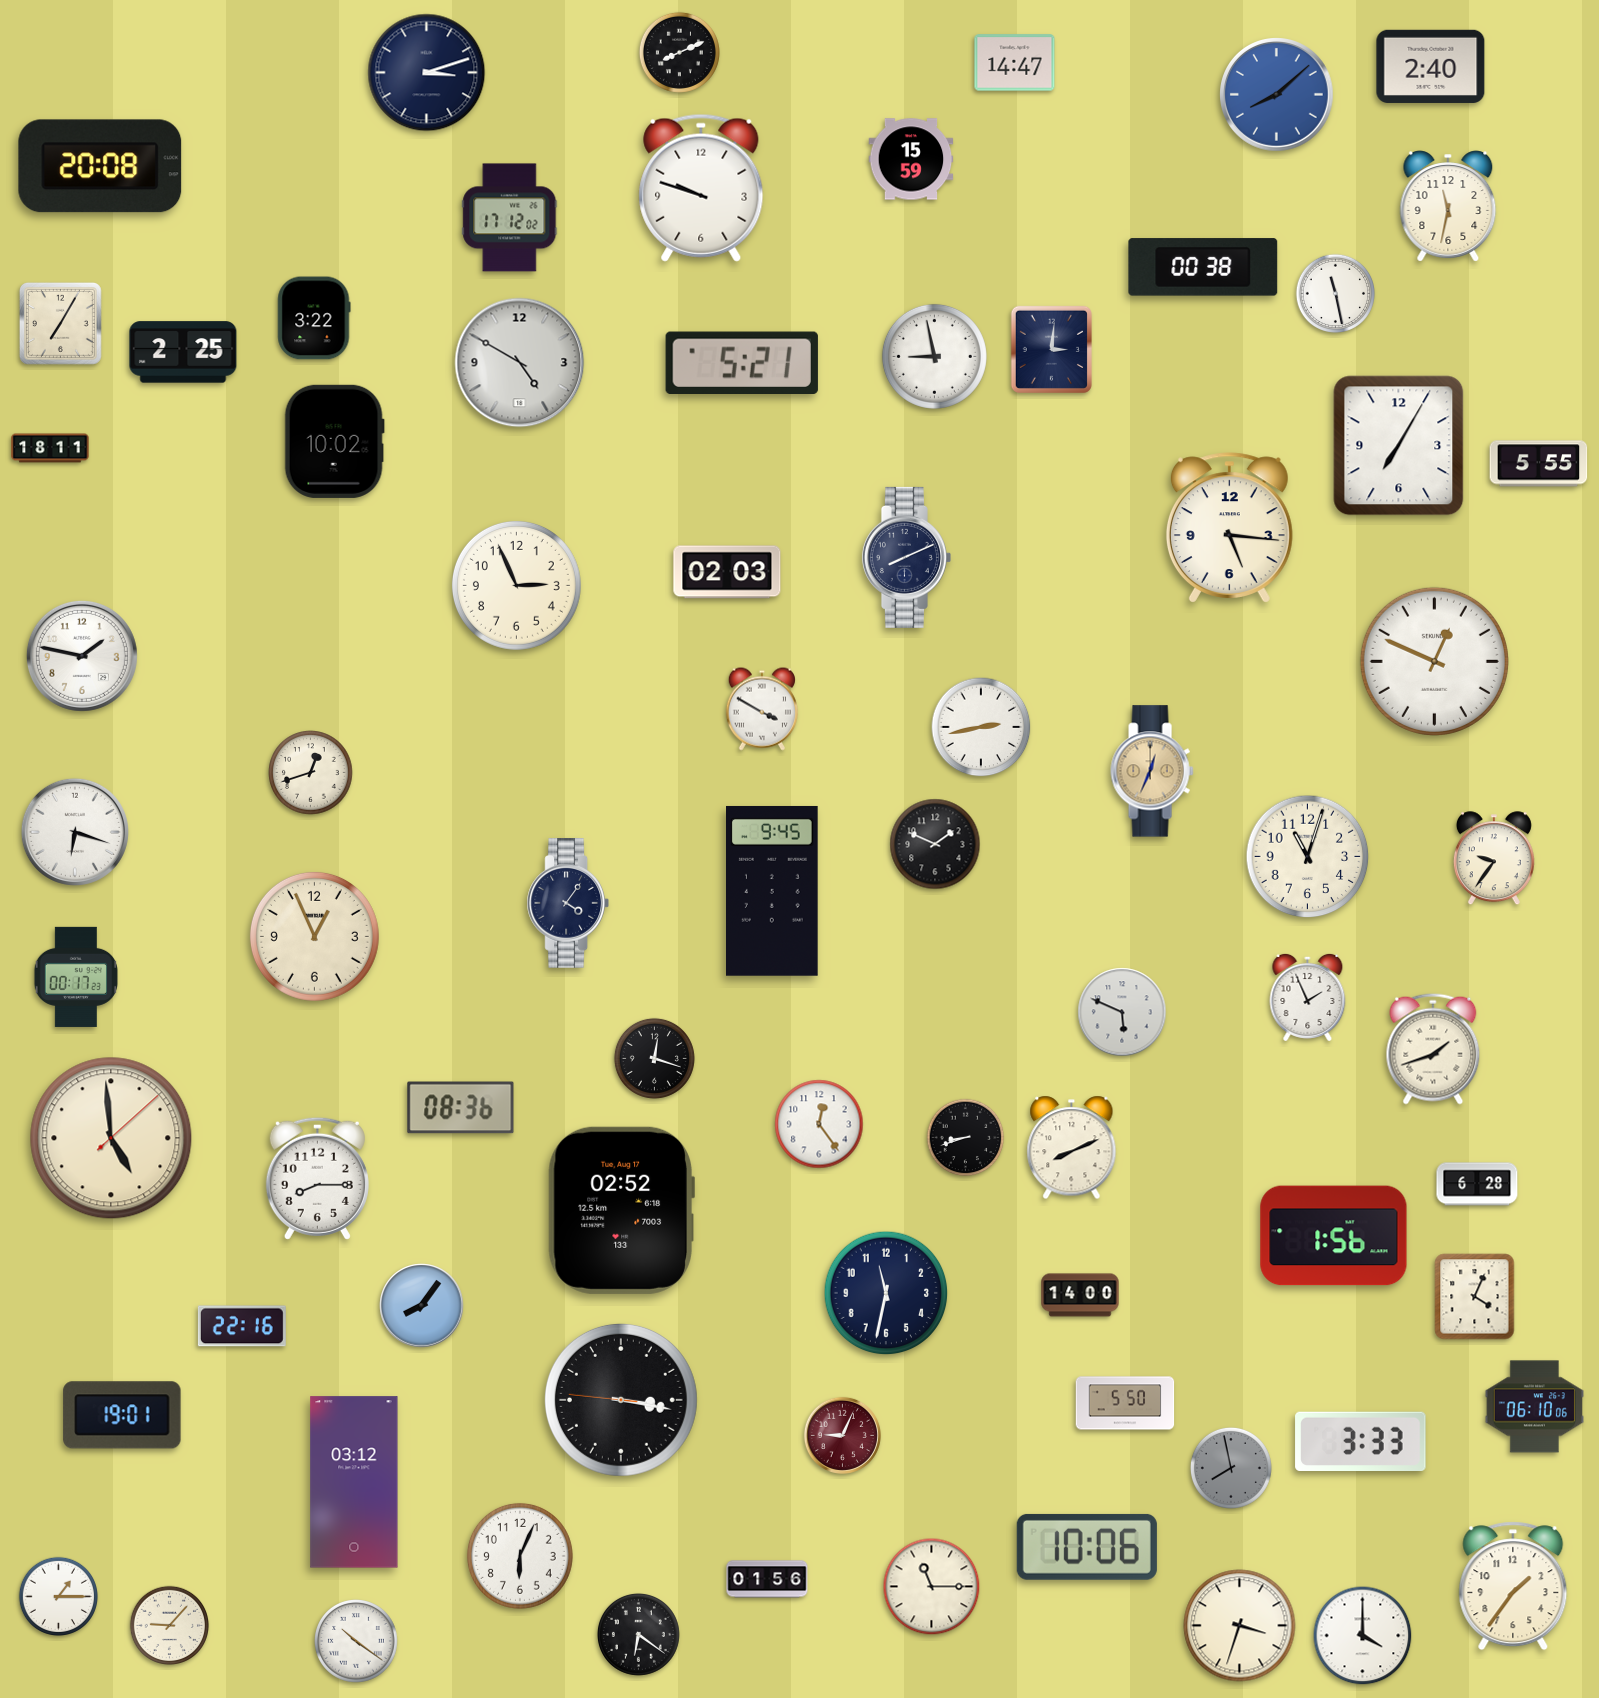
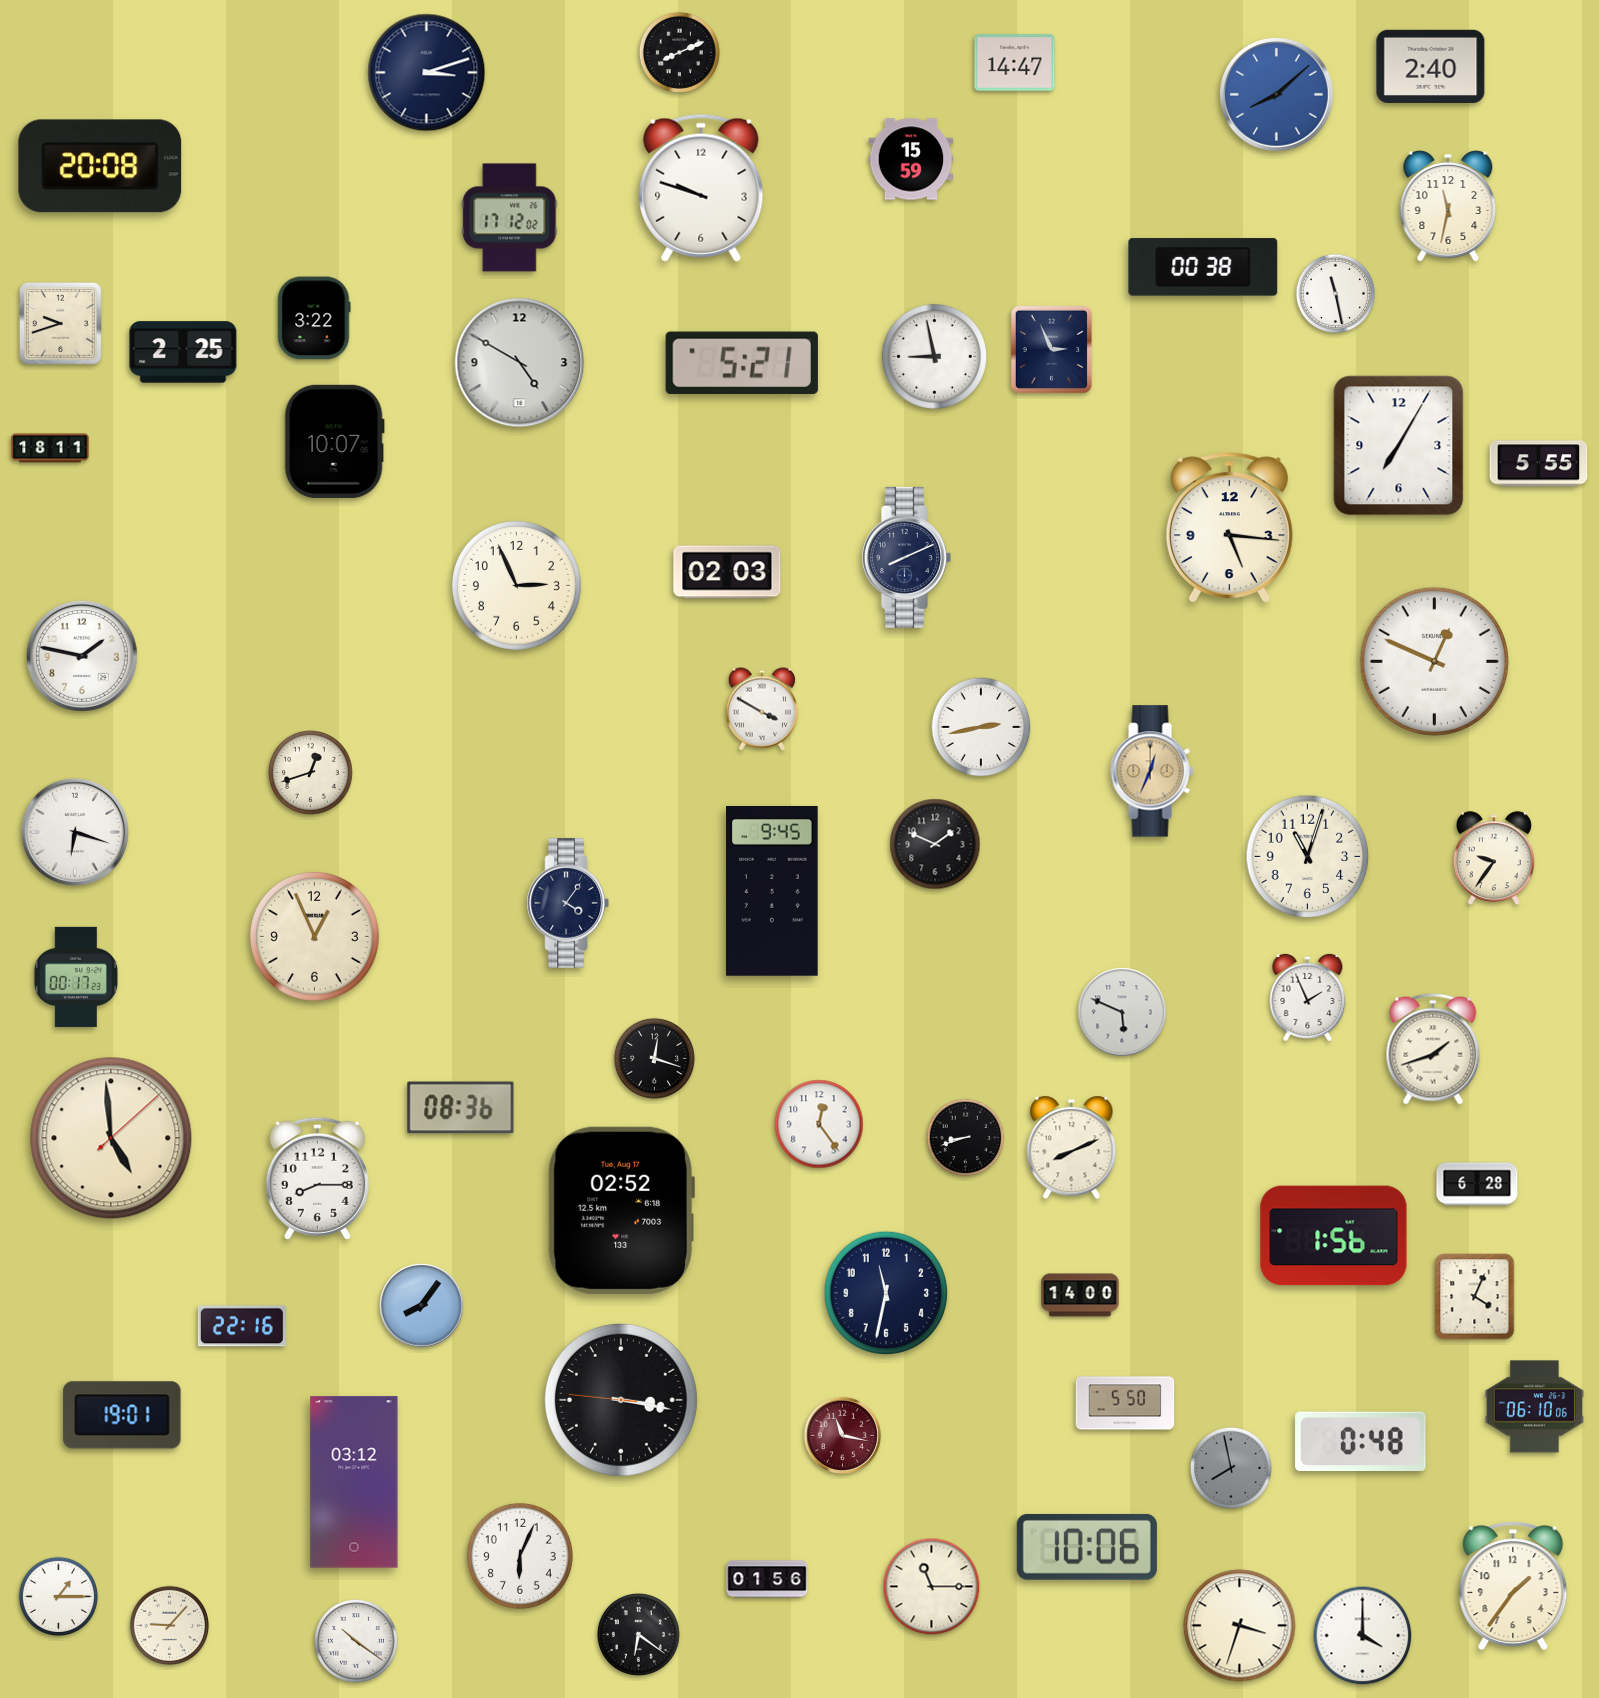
clock at (60, 323): 7:05 -> 9:42
clock at (1051, 349): 3:01 -> 2:56
clock at (334, 441): 10:02 -> 10:07
clock at (842, 1435): 9:04 -> 11:17
clock at (1361, 1441): 3:33 -> 0:48
